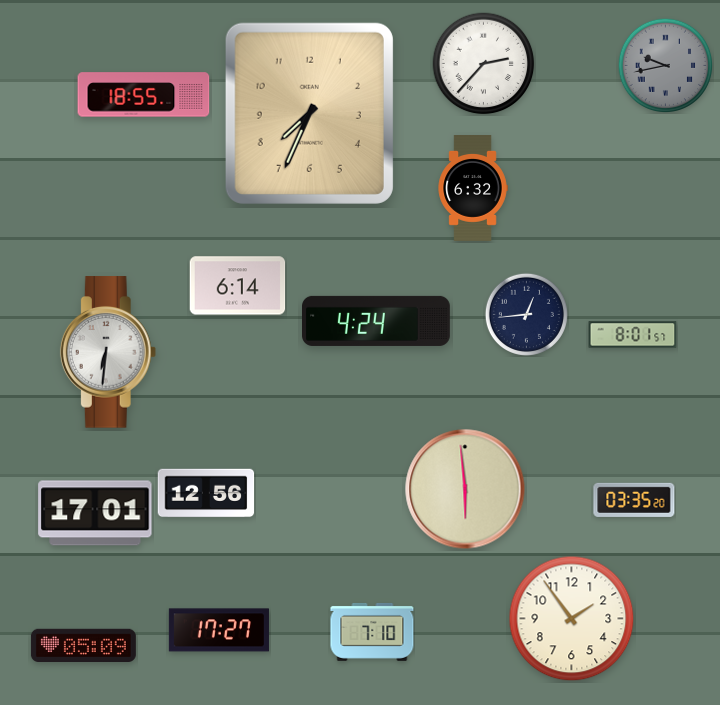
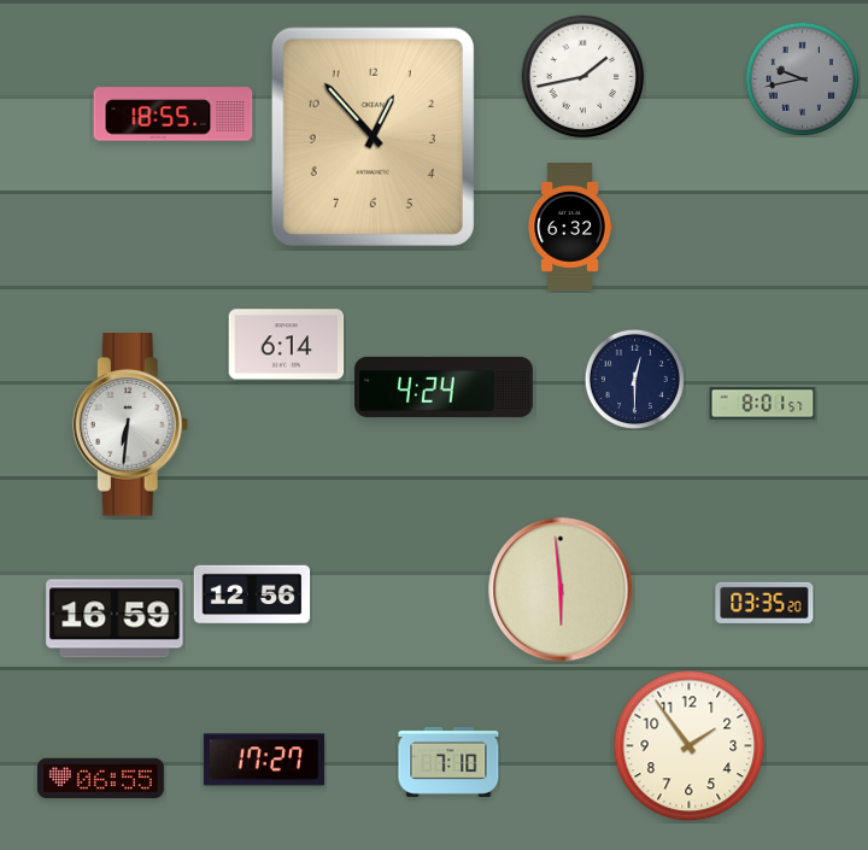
clock at (484, 64): 2:37 -> 1:43
clock at (309, 113): 7:34 -> 12:53
clock at (526, 314): 12:44 -> 12:30
clock at (377, 321) position: (377, 321) -> (445, 387)
clock at (206, 493) position: (206, 493) -> (252, 594)
clock at (95, 513): 17:01 -> 16:59
clock at (83, 646): 05:09 -> 06:55
